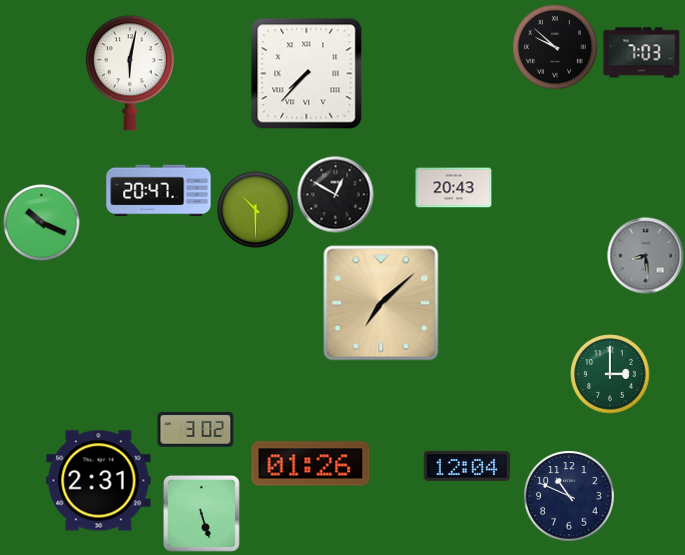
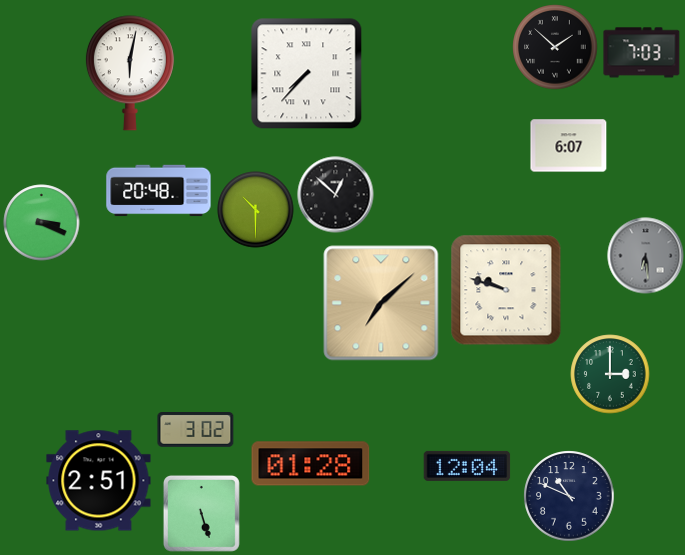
clock at (555, 47): 9:52 -> 1:52
clock at (569, 146): none -> 6:07
clock at (454, 188): 20:43 -> none
clock at (159, 191): 20:47 -> 20:48
clock at (336, 195): 12:50 -> 12:52
clock at (42, 223): 10:19 -> 3:19
clock at (646, 256): 8:29 -> 6:29
clock at (506, 290): none -> 9:48
clock at (311, 464): 01:26 -> 01:28
clock at (99, 481): 2:31 -> 2:51
